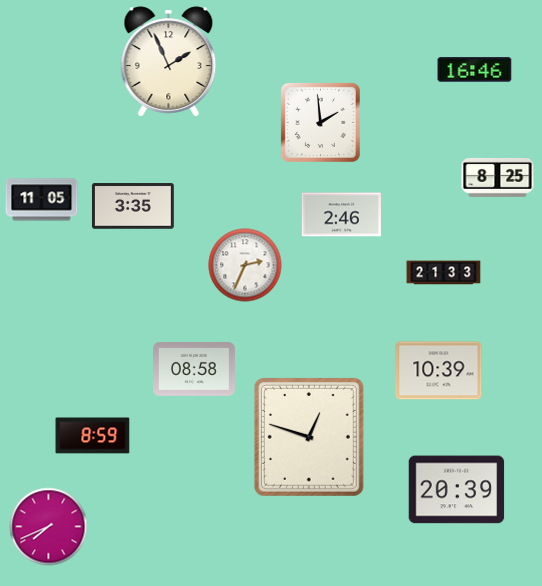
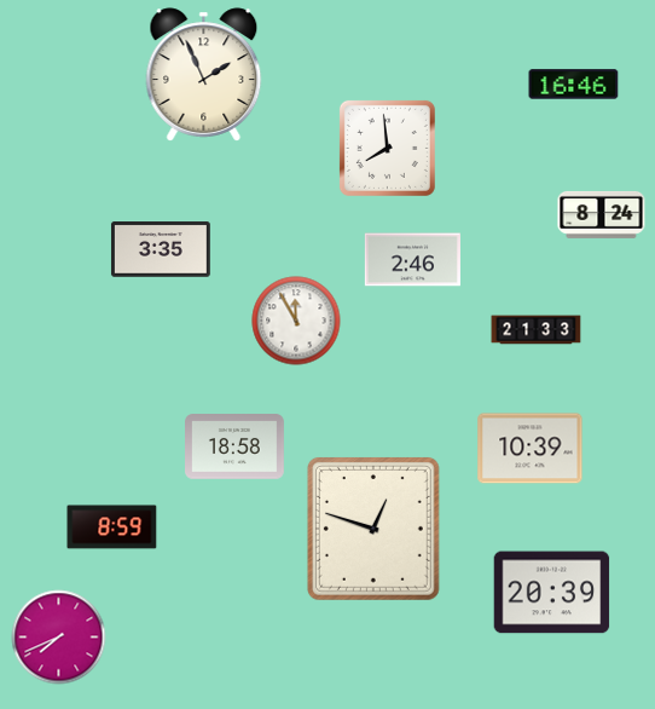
clock at (320, 122): 1:59 -> 7:59
clock at (498, 177): 8:25 -> 8:24
clock at (42, 200): 11:05 -> none
clock at (245, 265): 2:34 -> 11:55
clock at (195, 369): 08:58 -> 18:58
